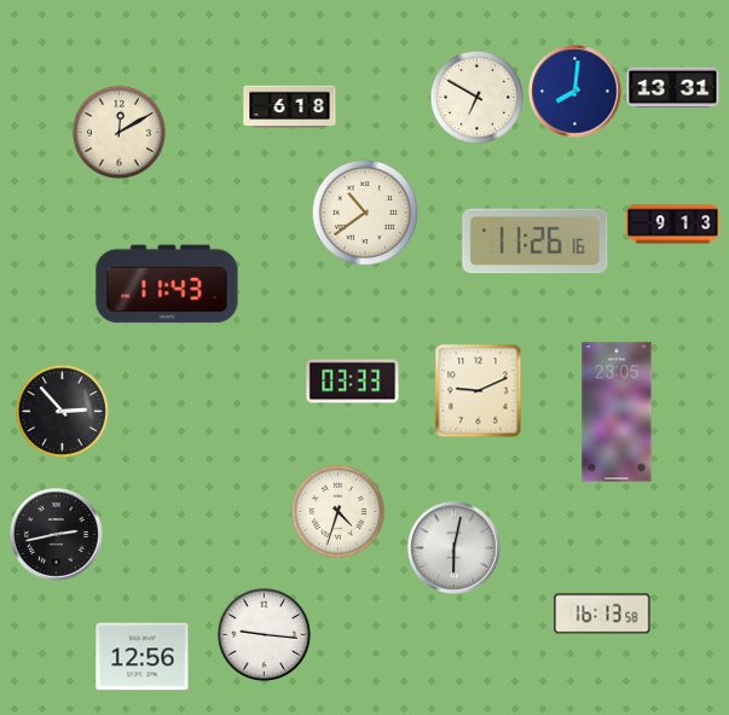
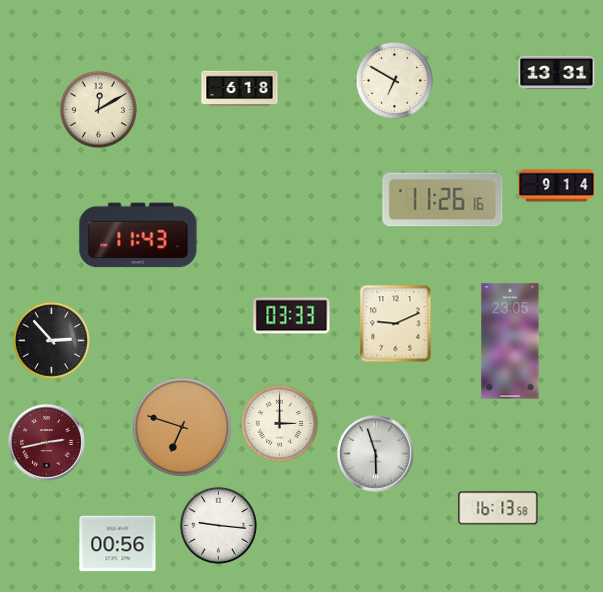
clock at (575, 92): 8:01 -> none
clock at (365, 213): 10:39 -> none
clock at (673, 225): 9:13 -> 9:14
clock at (337, 511): 4:33 -> 3:00
clock at (182, 427): none -> 6:48
clock at (57, 535) dial: black -> burgundy
clock at (455, 548): 6:02 -> 5:57
clock at (143, 657): 12:56 -> 00:56
